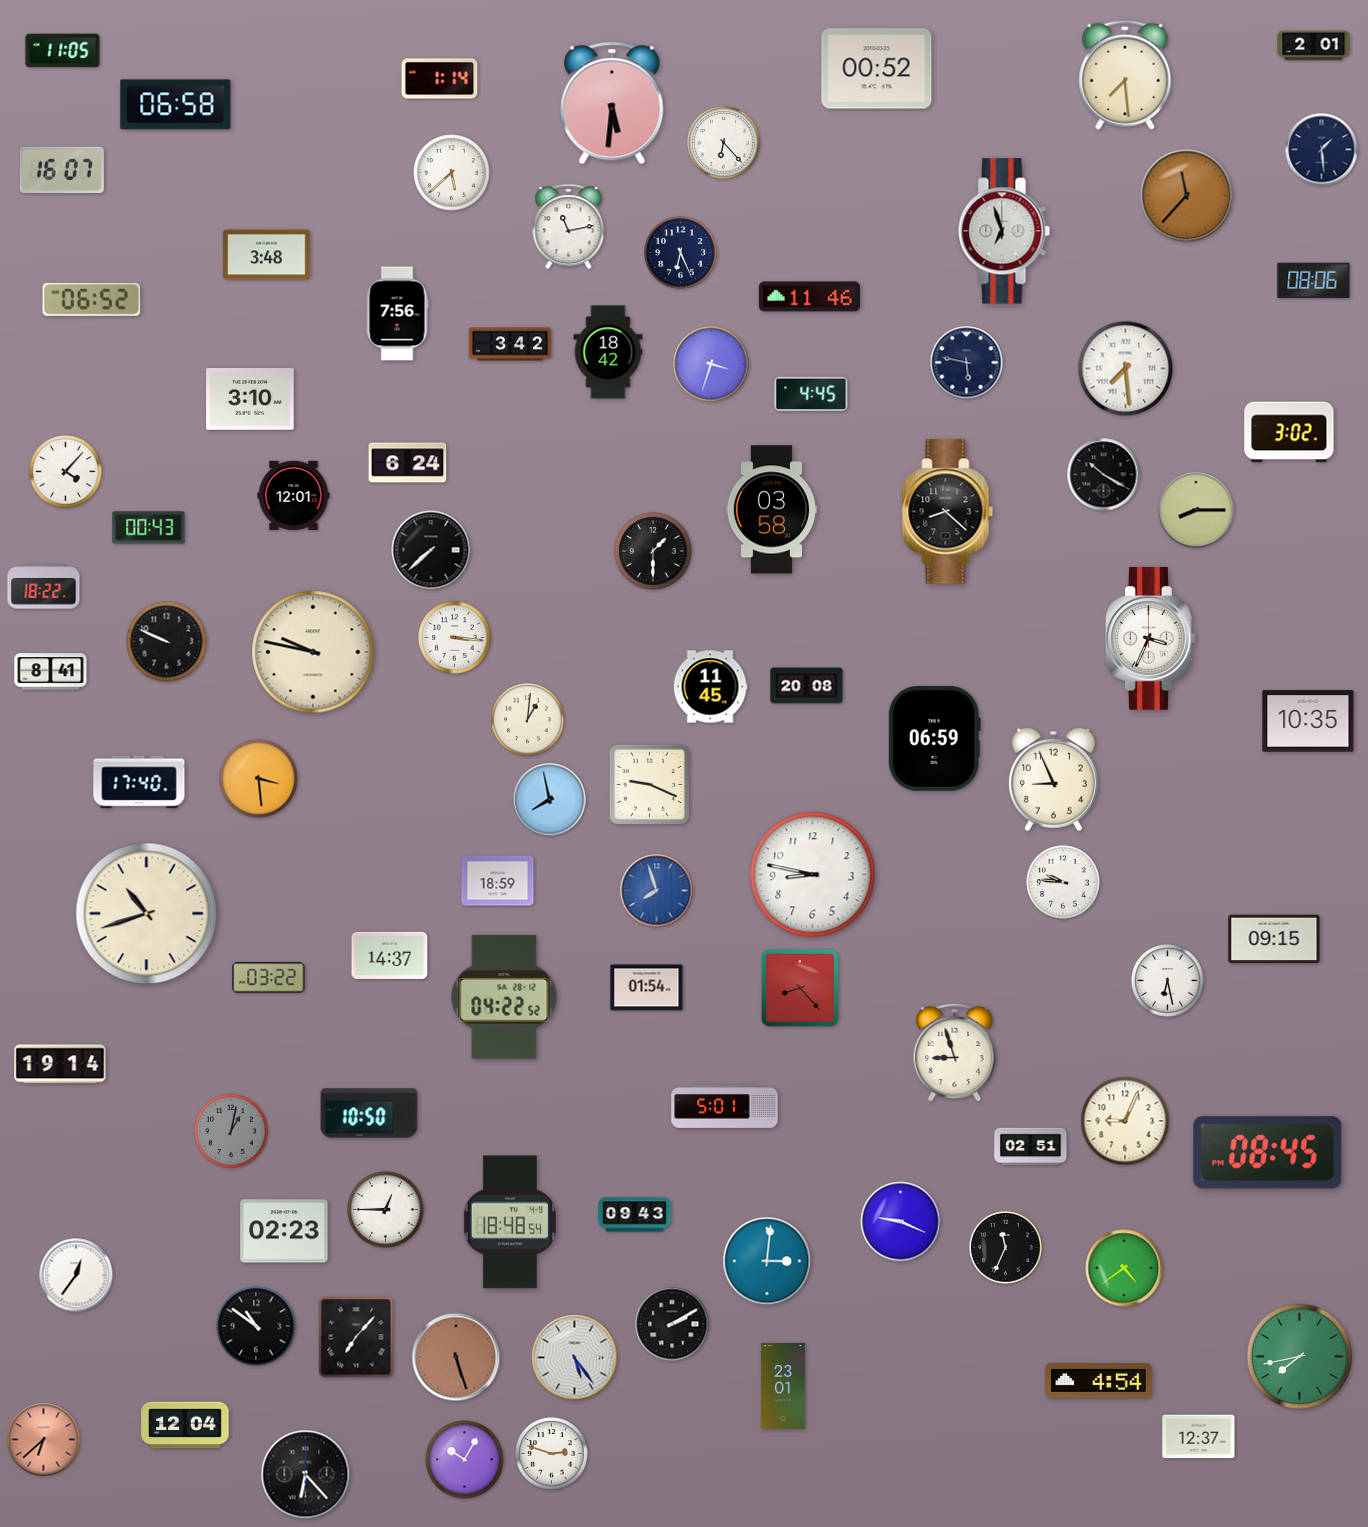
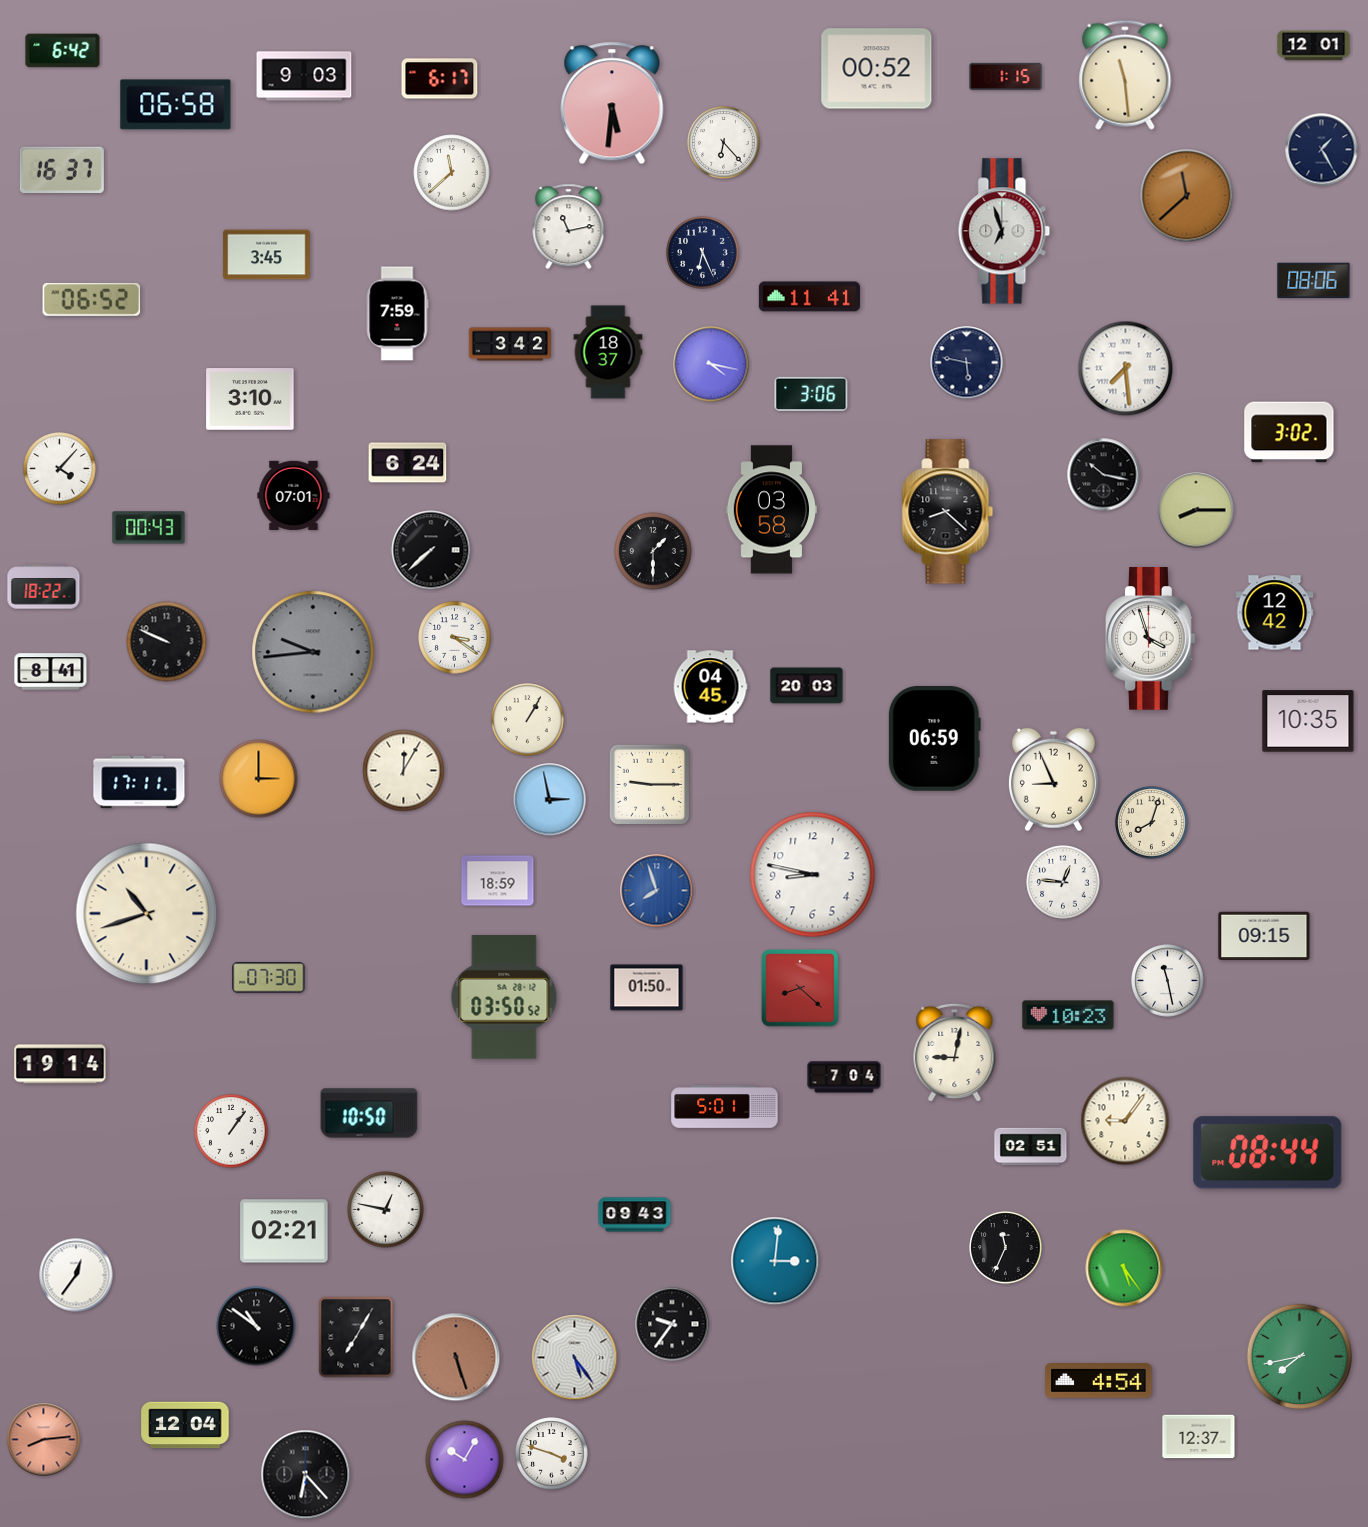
clock at (1314, 46): 2:01 -> 12:01
clock at (63, 51): 11:05 -> 6:42
clock at (1125, 75): 7:29 -> 11:29
clock at (304, 76): none -> 9:03
clock at (1006, 76): none -> 1:15
clock at (440, 79): 1:14 -> 6:17
clock at (1322, 150): 1:29 -> 1:25
clock at (62, 170): 16:07 -> 16:37
clock at (452, 173): 5:38 -> 11:38
clock at (1187, 196): 11:37 -> 11:38
clock at (681, 253) position: (681, 253) -> (703, 253)
clock at (267, 255): 3:48 -> 3:45
clock at (809, 297): 11:46 -> 11:41
clock at (397, 314): 7:56 -> 7:59
clock at (608, 352): 18:42 -> 18:37
clock at (711, 364): 3:33 -> 4:17
clock at (811, 394): 4:45 -> 3:06
clock at (66, 472) position: (66, 472) -> (60, 469)
clock at (1104, 475): 10:20 -> 10:17
clock at (294, 495): 12:01 -> 07:01
clock at (1275, 613): none -> 12:42
clock at (455, 638): 3:16 -> 3:21
clock at (1151, 639): 3:34 -> 3:57
clock at (313, 652): 9:47 -> 9:44
clock at (313, 652) dial: cream -> grey
clock at (807, 686): 20:08 -> 20:03
clock at (710, 687): 11:45 -> 04:45
clock at (528, 720): 1:01 -> 1:05
clock at (404, 771): none -> 12:05
clock at (259, 779): 3:29 -> 3:00
clock at (139, 782): 17:40 -> 17:11
clock at (650, 785): 9:19 -> 9:15
clock at (550, 800): 7:58 -> 2:58
clock at (1152, 823): none -> 8:03
clock at (1063, 882): 9:46 -> 12:46
clock at (1274, 939) position: (1274, 939) -> (1264, 936)
clock at (390, 955): 14:37 -> none
clock at (269, 978): 03:22 -> 07:30
clock at (1168, 981): 6:28 -> 11:28
clock at (647, 988): 01:54 -> 01:50
clock at (801, 989): 8:23 -> 8:22
clock at (504, 997): 04:22 -> 03:50
clock at (1068, 1015): none -> 10:23
clock at (955, 1053): 8:57 -> 9:02
clock at (844, 1077): none -> 7:04
clock at (1125, 1121): 9:04 -> 9:06
clock at (231, 1131): 1:02 -> 1:06
clock at (231, 1131) dial: grey -> white
clock at (1268, 1153): 08:45 -> 08:44
clock at (386, 1210): 12:45 -> 12:47
clock at (510, 1222): 18:48 -> none
clock at (901, 1222): 9:19 -> none
clock at (284, 1231): 02:23 -> 02:21
clock at (767, 1261) position: (767, 1261) -> (775, 1261)
clock at (1124, 1268): 4:39 -> 5:24
clock at (672, 1324): 2:10 -> 9:36
clock at (356, 1337): 7:07 -> 7:05
clock at (783, 1386): 23:01 -> none
clock at (44, 1440): 6:38 -> 8:14
clock at (552, 1454): 2:48 -> 3:48
